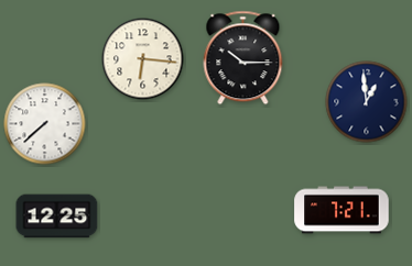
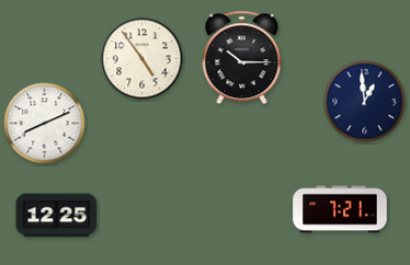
clock at (143, 59): 6:16 -> 4:54
clock at (45, 124): 7:38 -> 8:11
